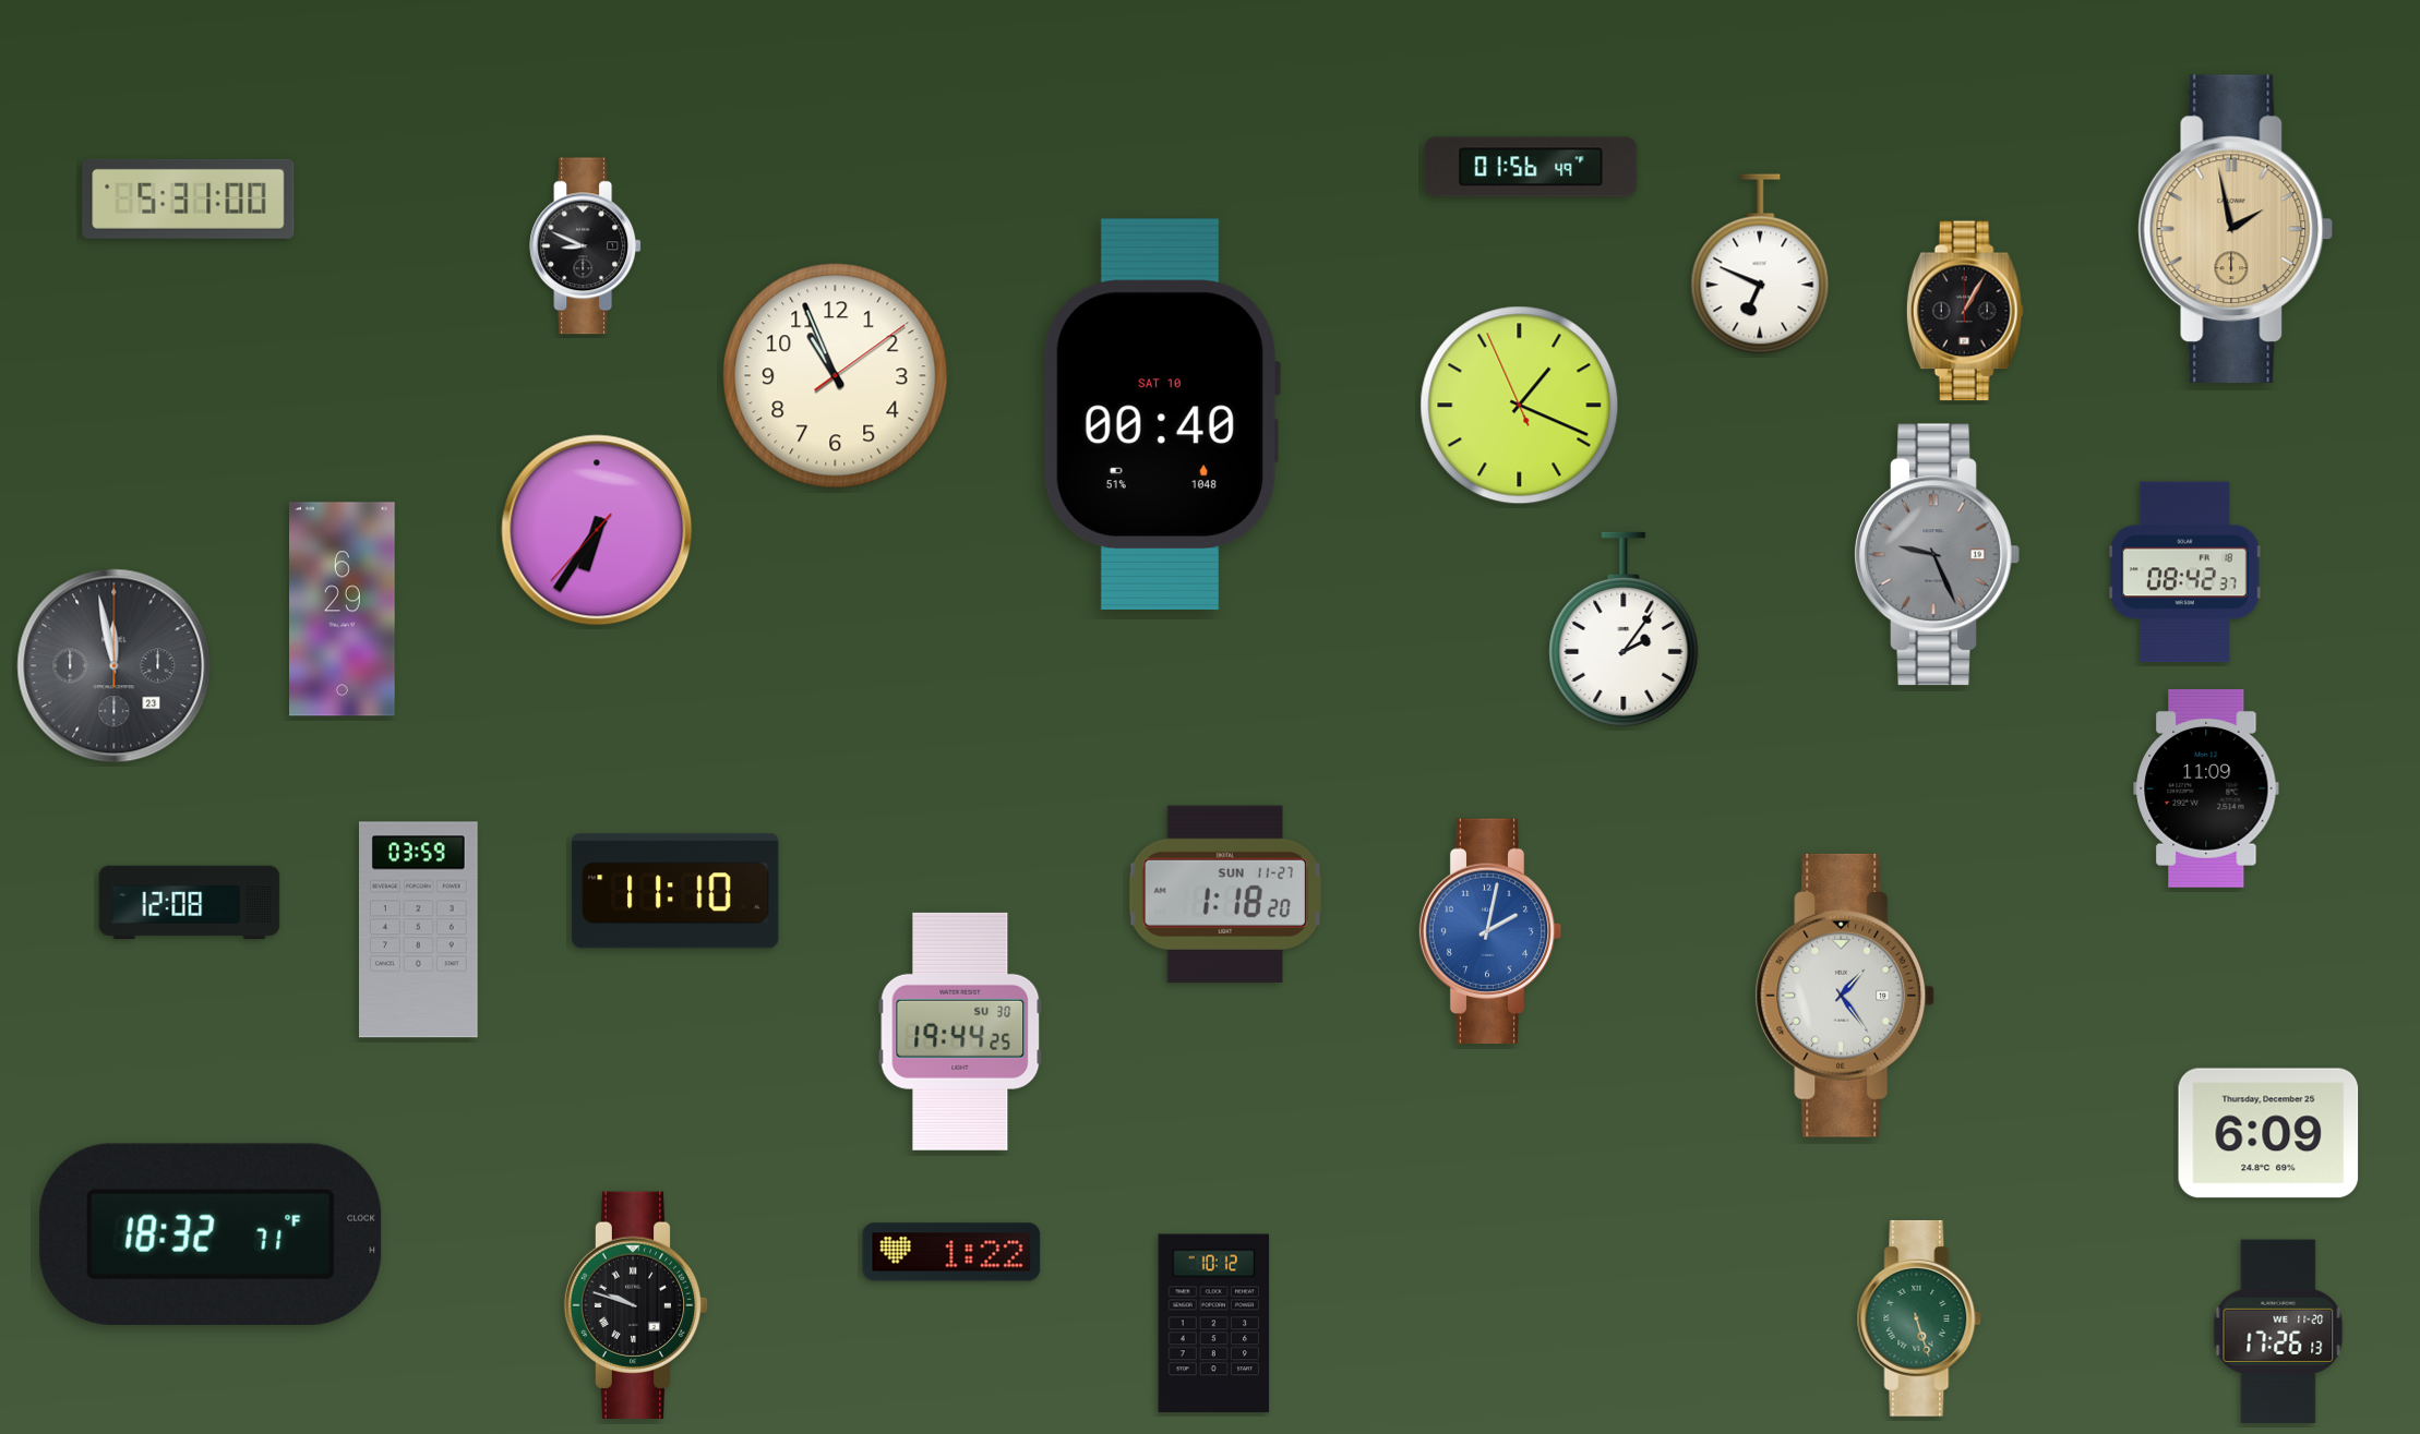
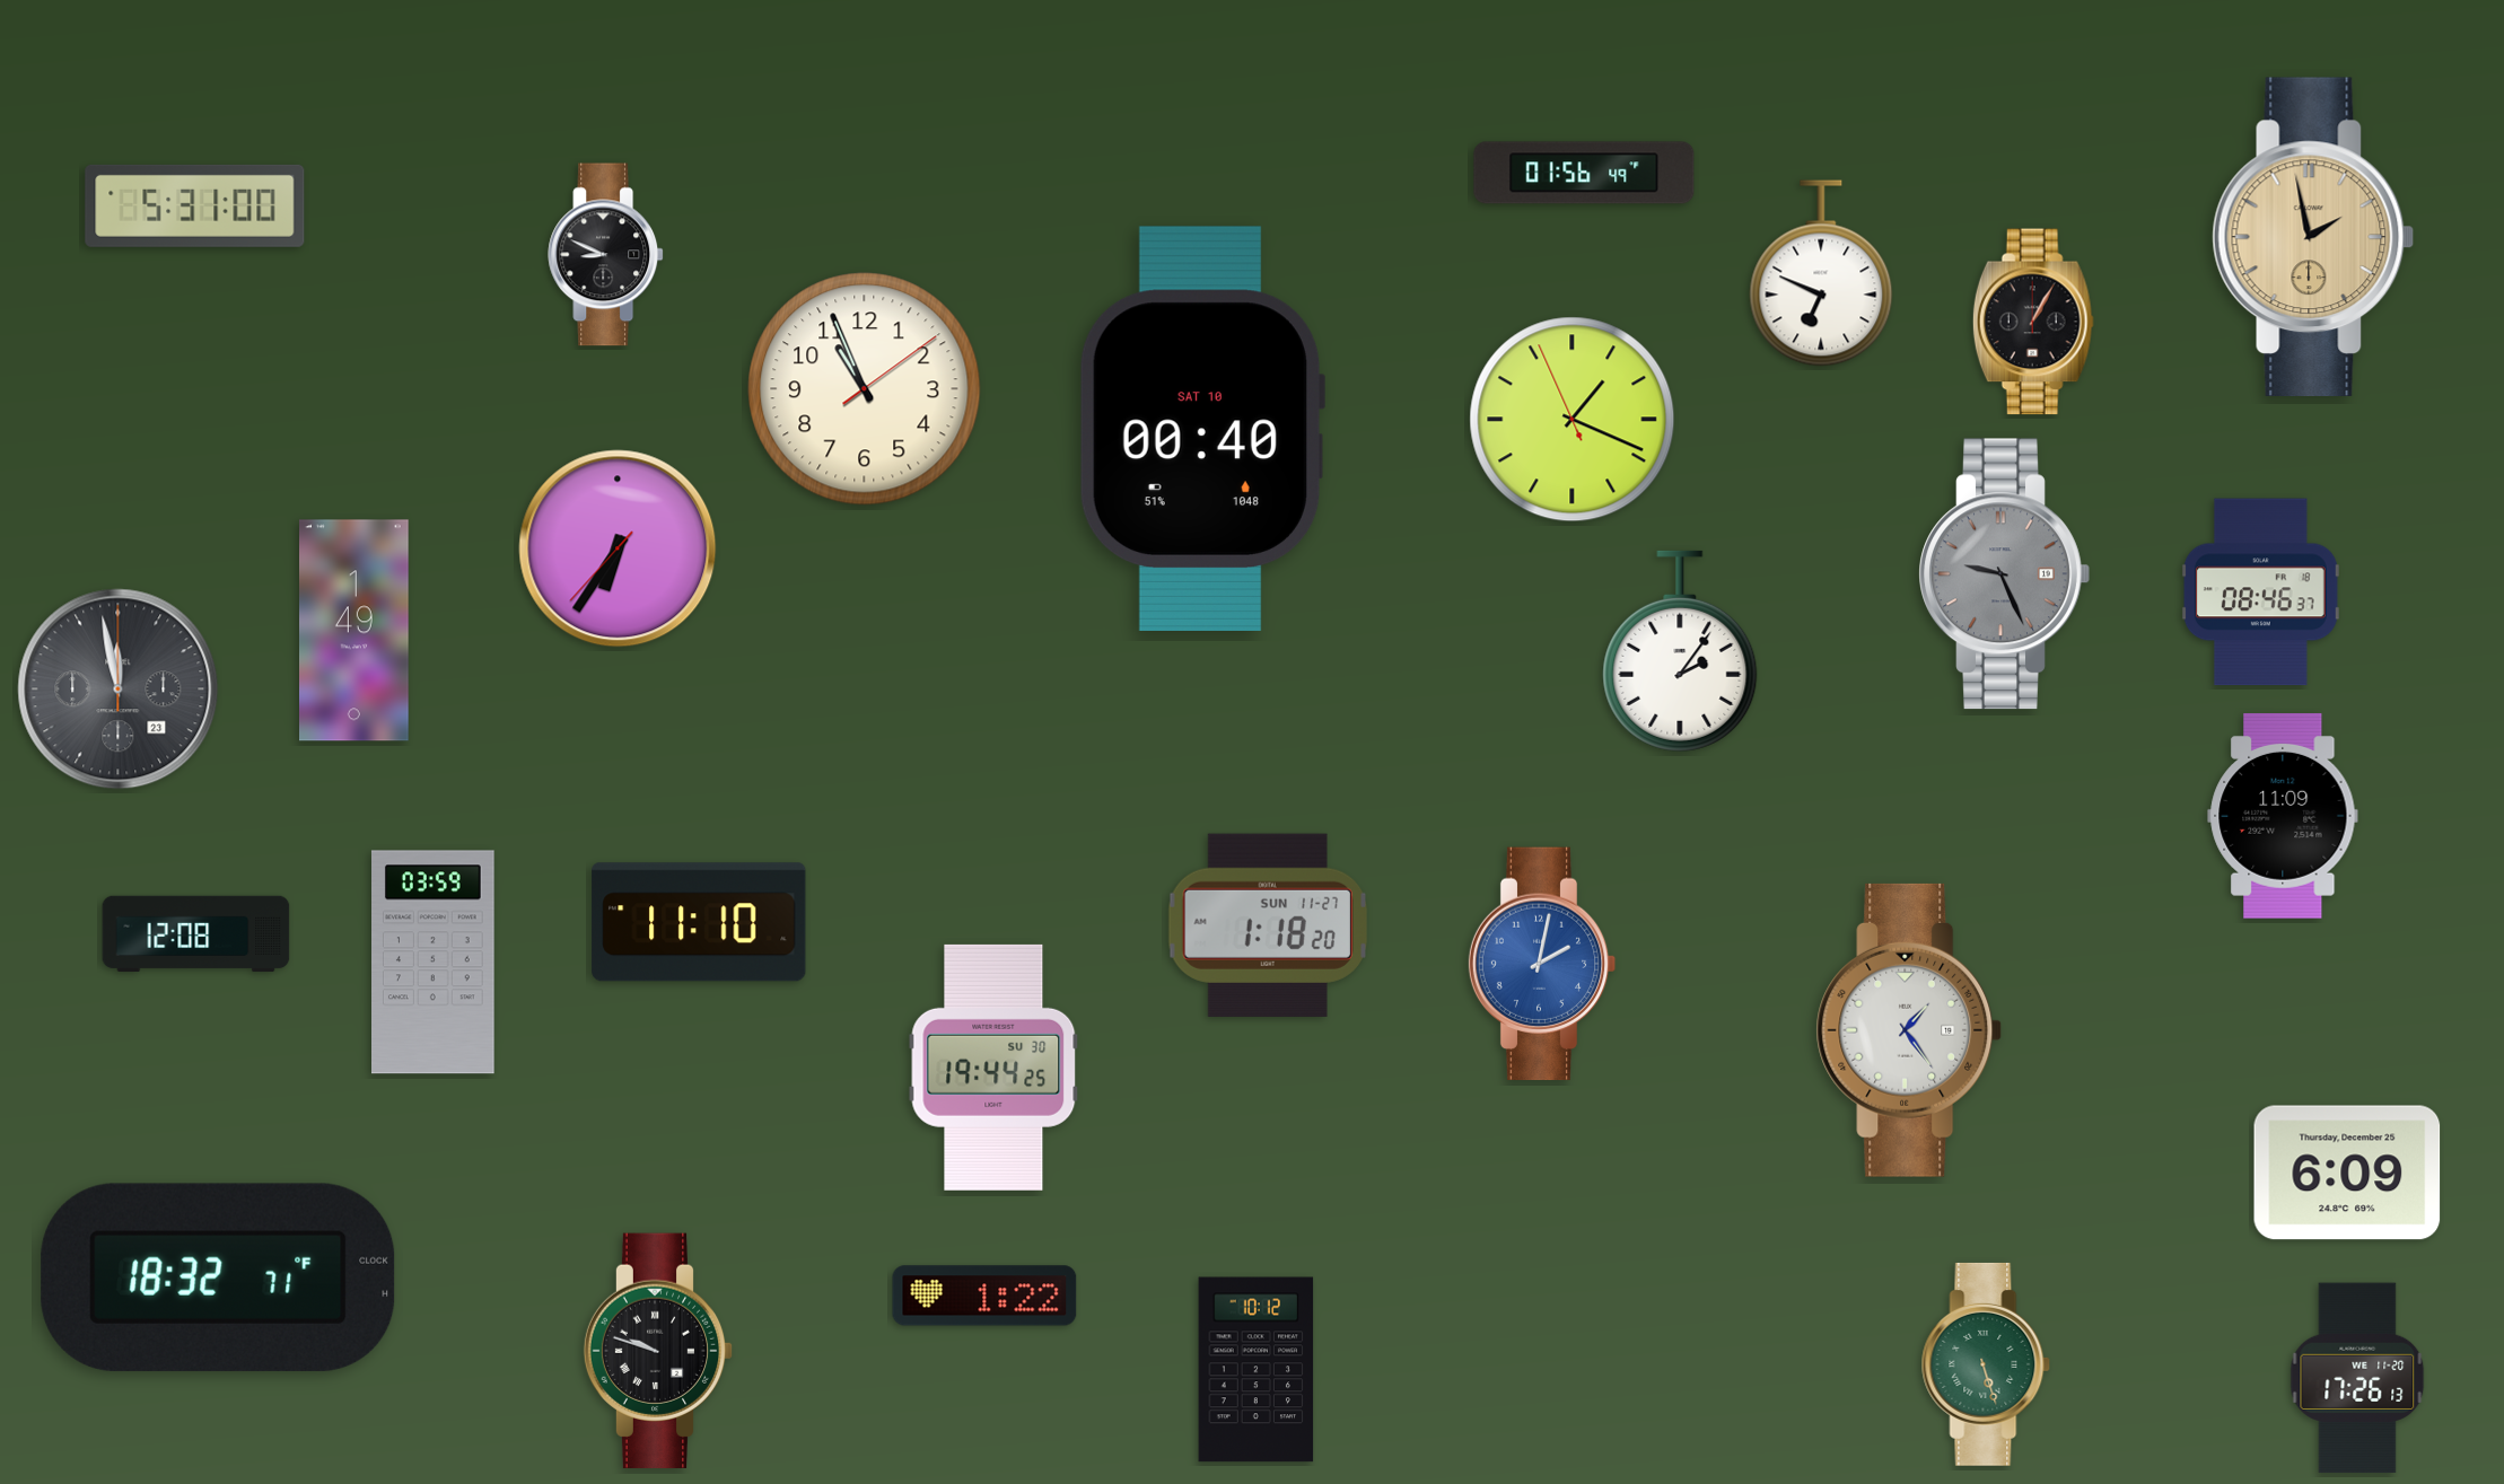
clock at (2184, 573): 08:42 -> 08:46
clock at (343, 610): 6:29 -> 1:49
